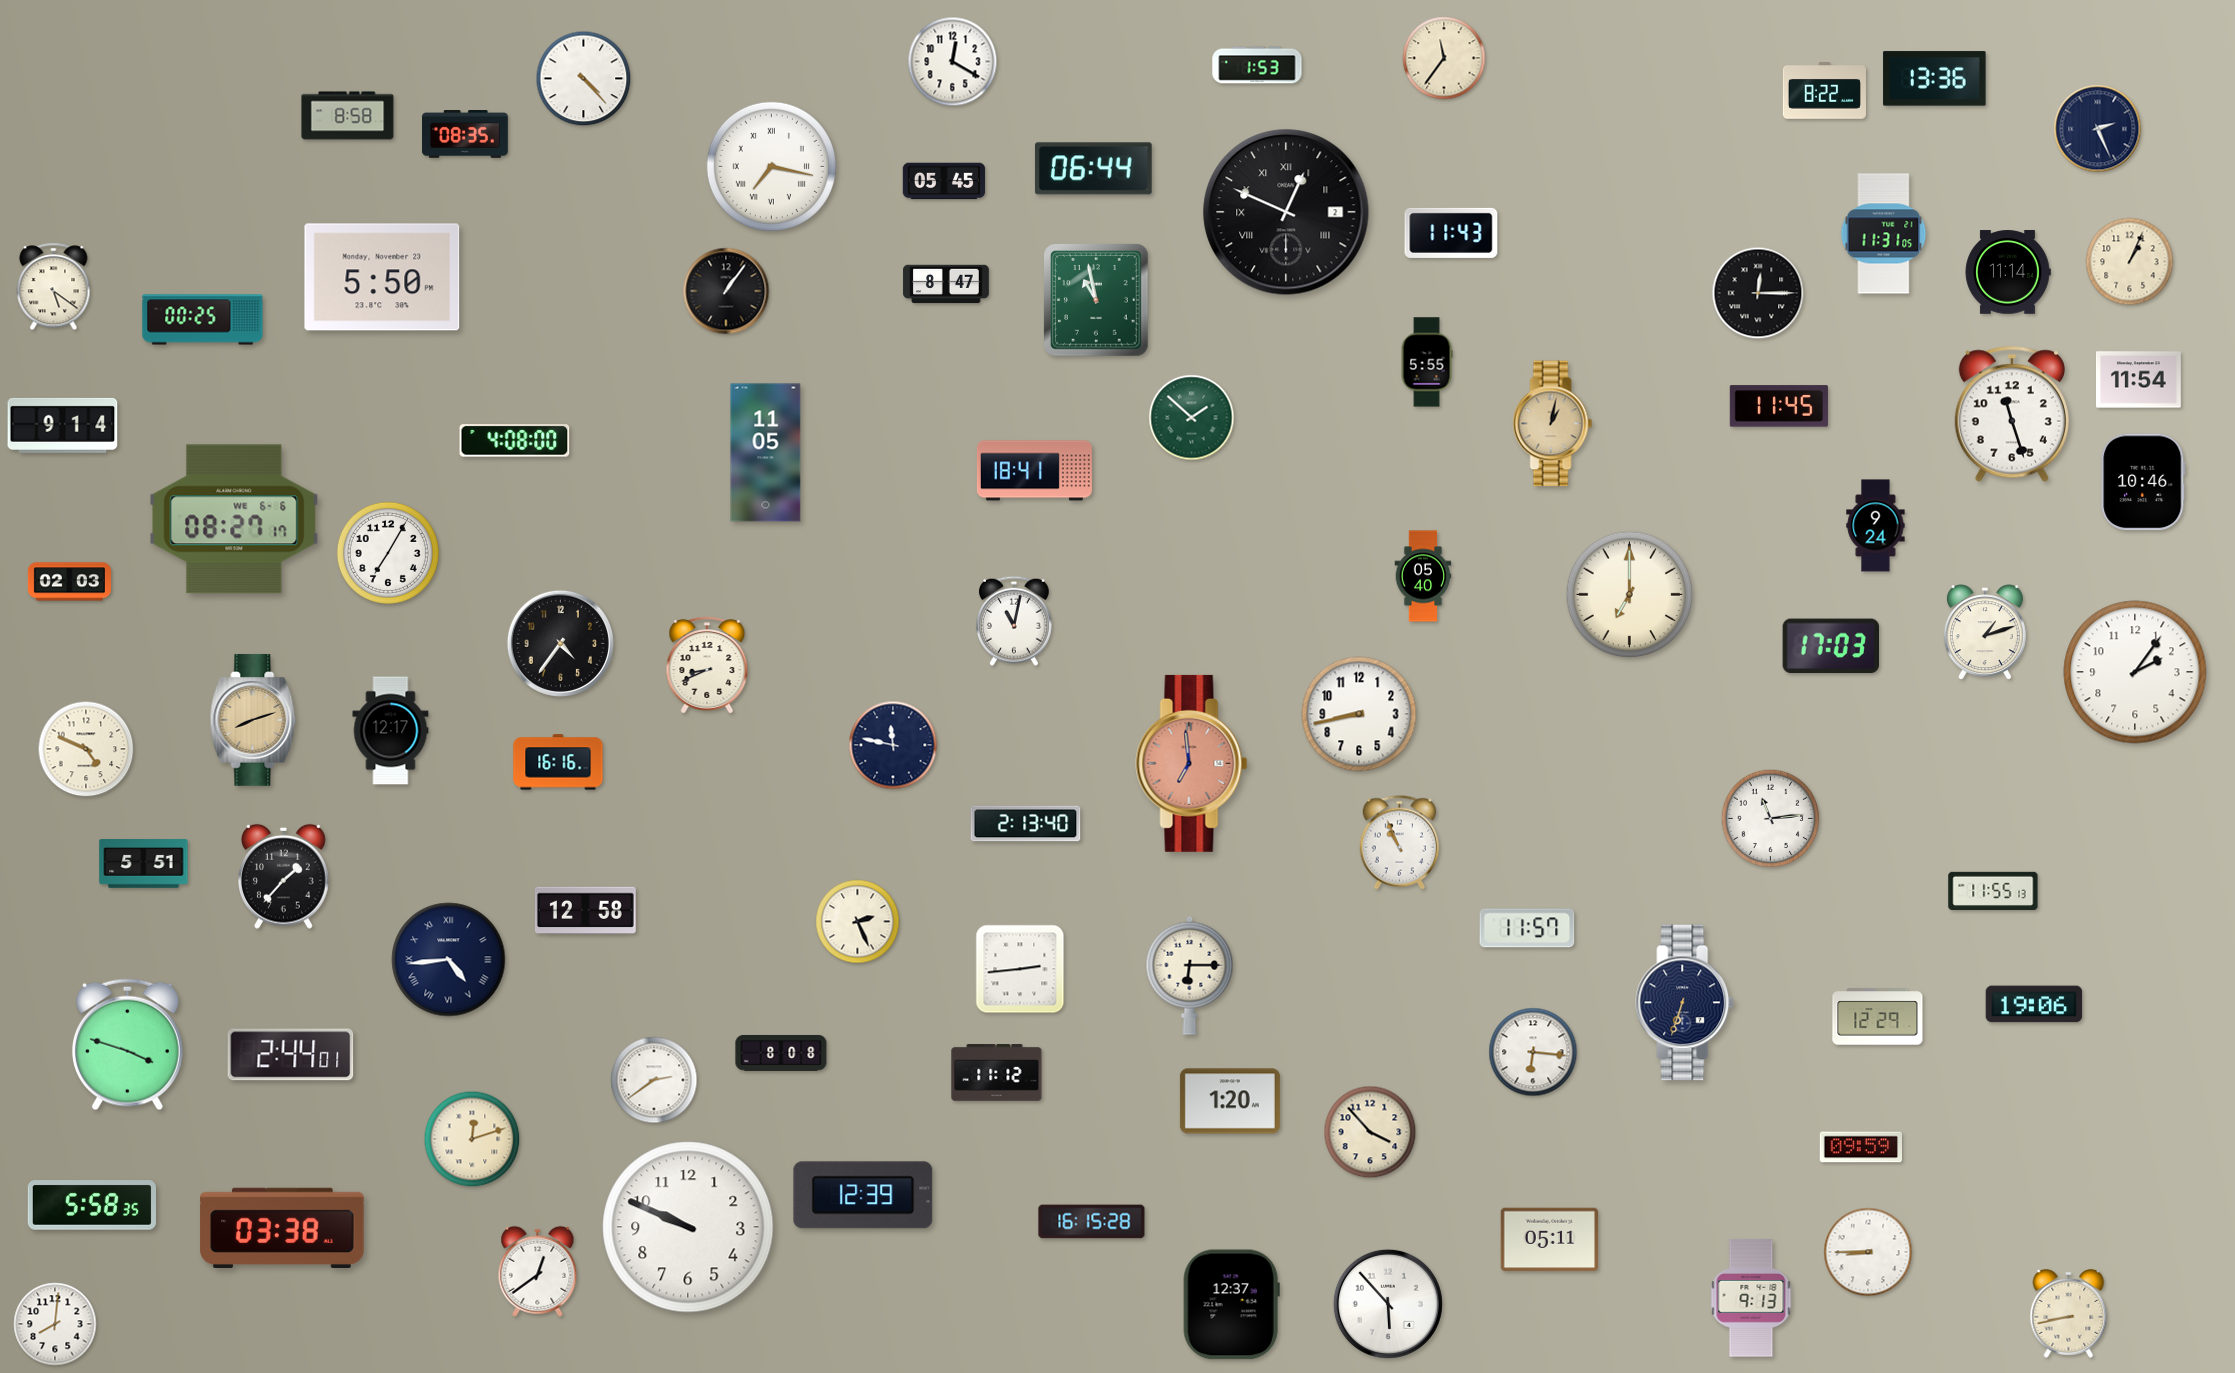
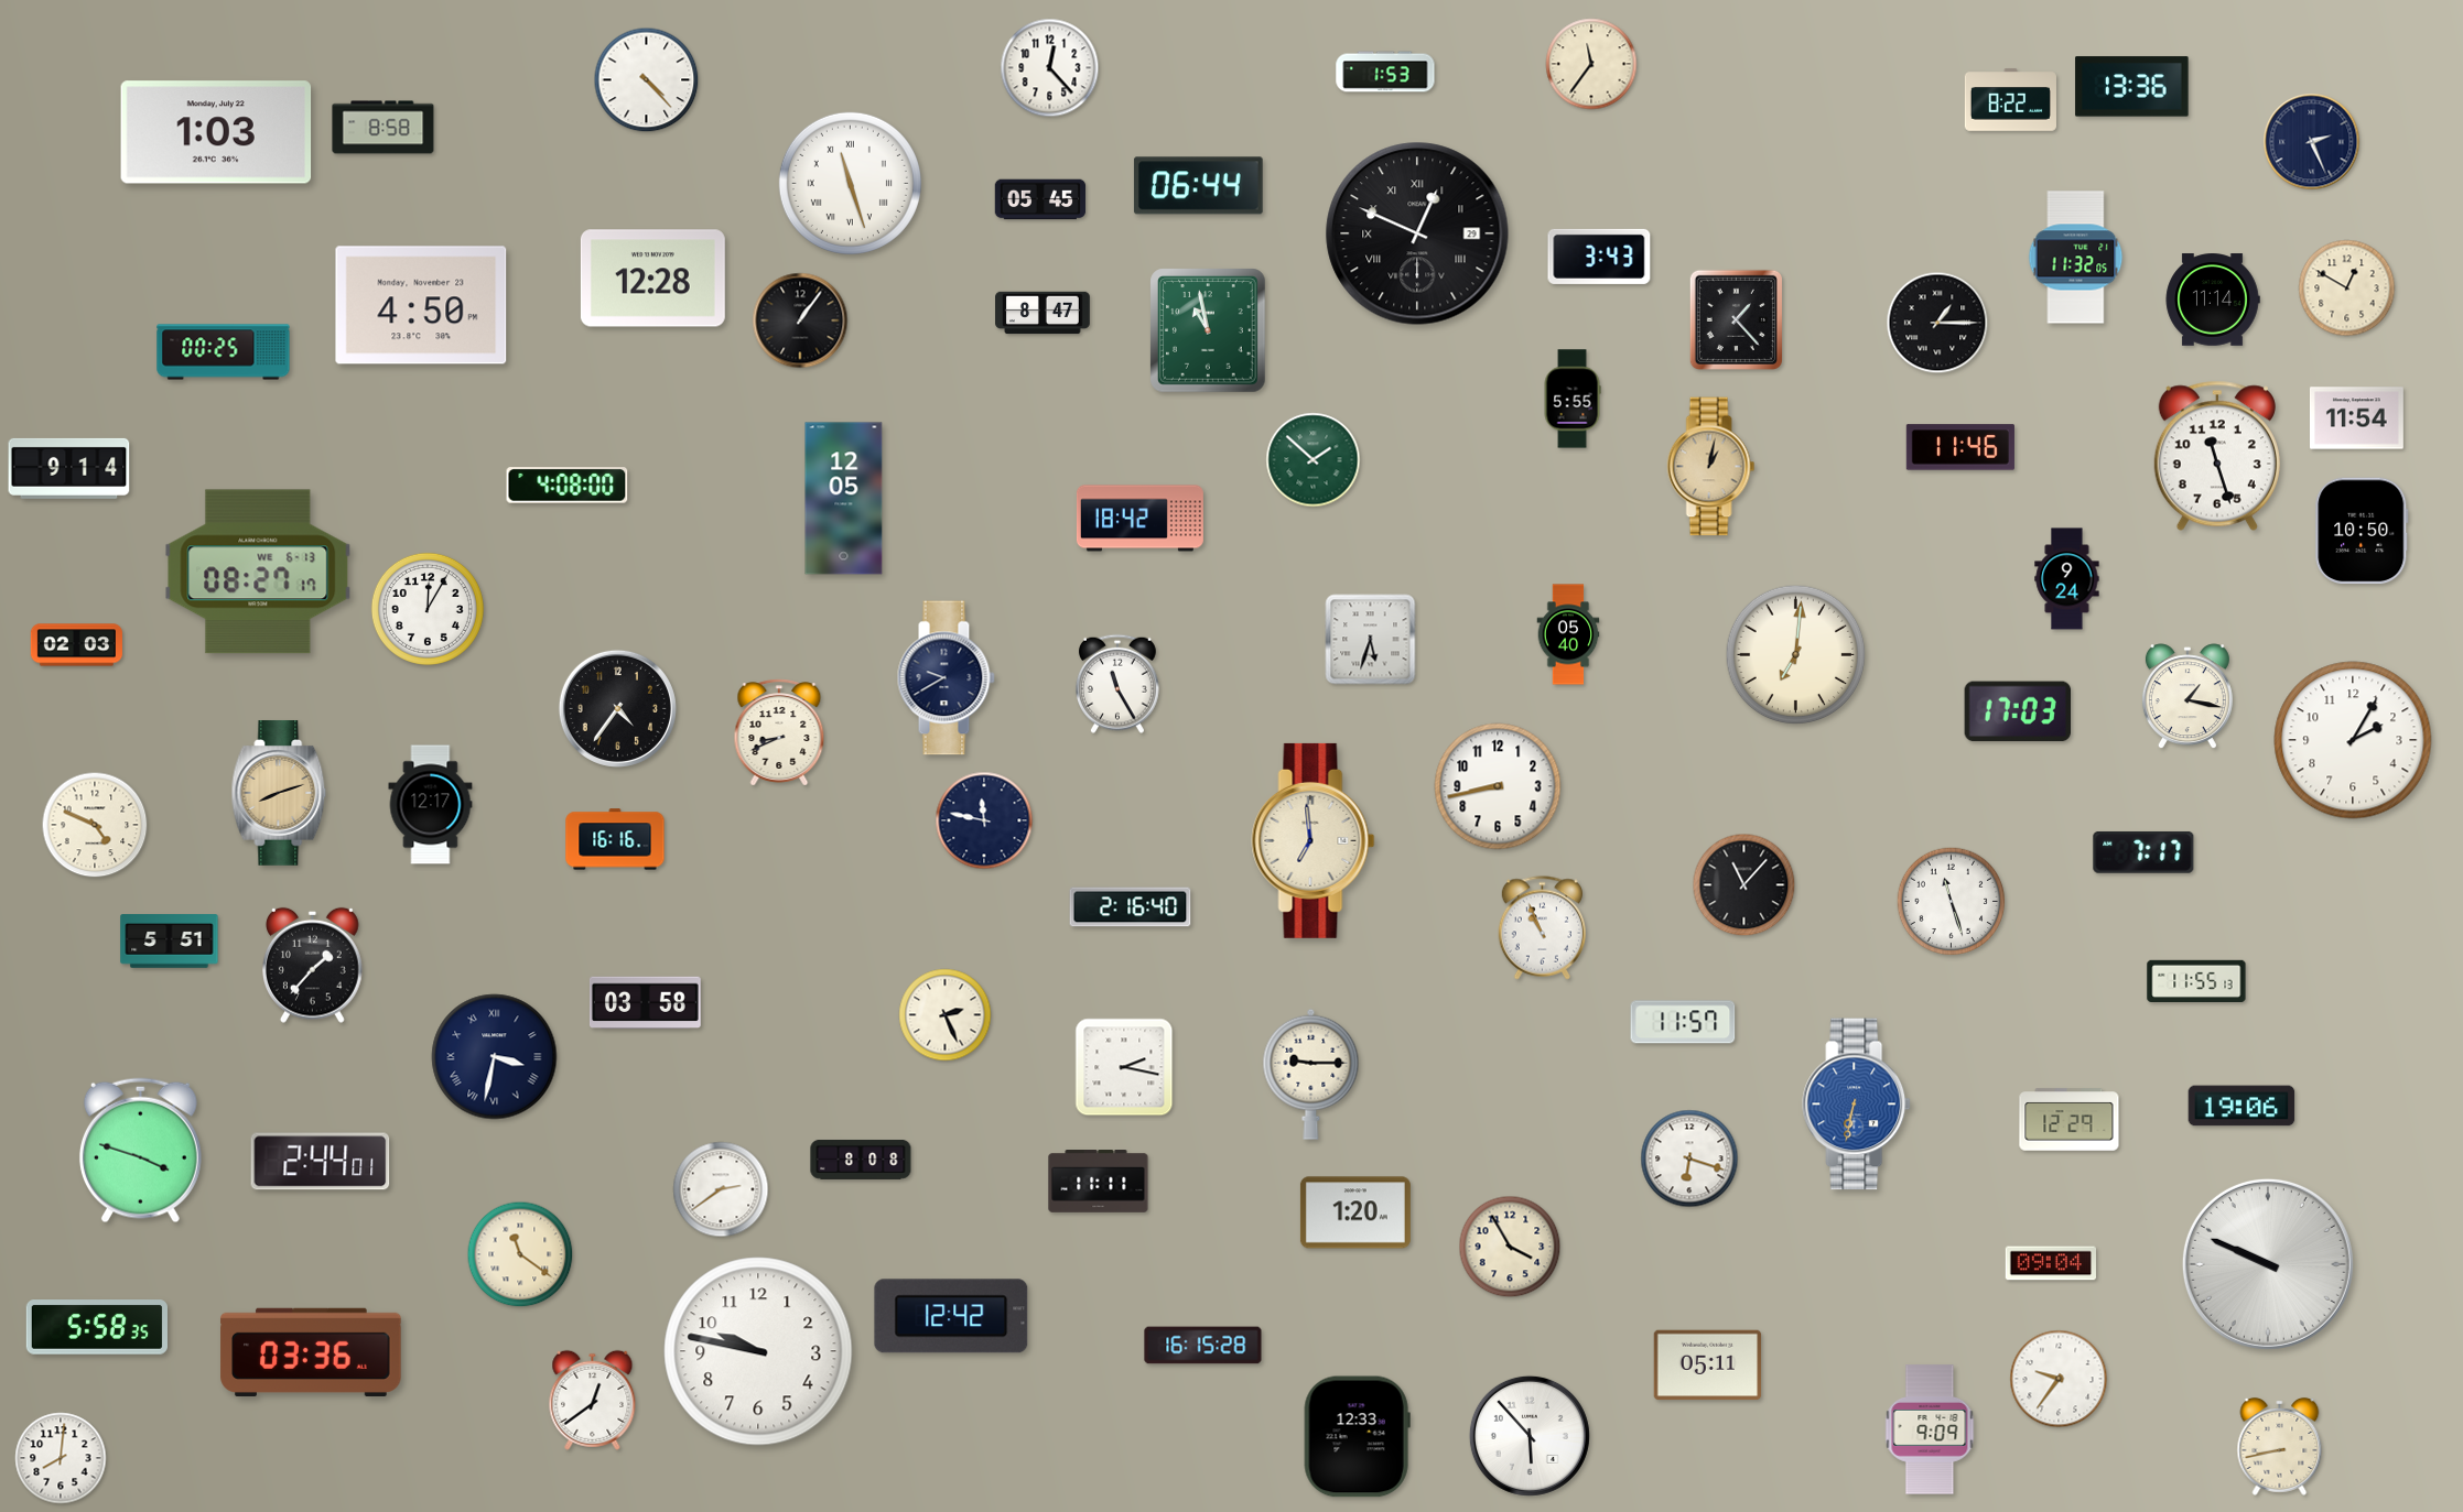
clock at (953, 62): 12:20 -> 12:23
clock at (584, 79) position: (584, 79) -> (647, 80)
clock at (216, 132): none -> 1:03
clock at (465, 134): 08:35 -> none
clock at (771, 166): 7:17 -> 11:27
clock at (1093, 169) position: (1093, 169) -> (1198, 186)
clock at (1286, 212) date: 2 -> 29
clock at (1451, 233): 11:43 -> 3:43
clock at (1884, 234): 11:31 -> 11:32
clock at (652, 279): none -> 12:28
clock at (2130, 262): 1:04 -> 12:50
clock at (382, 277): 5:50 -> 4:50
clock at (54, 287): 5:21 -> none
clock at (1736, 319): none -> 1:23
clock at (1758, 293): 12:15 -> 1:15
clock at (1779, 406): 11:45 -> 11:46
clock at (766, 453): 11:05 -> 12:05
clock at (1034, 471): 18:41 -> 18:42
clock at (2143, 482): 10:46 -> 10:50
clock at (234, 519) date: WE 6-6 -> WE 6-13
clock at (388, 553): 7:05 -> 12:05
clock at (1371, 640): none -> 5:33
clock at (69, 582) position: (69, 582) -> (76, 645)
clock at (1630, 595): 7:00 -> 7:01
clock at (946, 678): none -> 9:40
clock at (1014, 621): 11:02 -> 11:25
clock at (1985, 633): 1:12 -> 1:17
clock at (2135, 672): 2:06 -> 2:05
clock at (1192, 763) dial: salmon -> cream
clock at (2143, 852): none -> 7:17
clock at (1744, 885): none -> 11:07
clock at (1771, 819): 11:14 -> 11:27
clock at (1026, 824): 2:13 -> 2:16
clock at (144, 864) position: (144, 864) -> (170, 942)
clock at (585, 911): 12:58 -> 03:58
clock at (449, 960): 4:44 -> 3:32
clock at (1020, 969): 2:44 -> 2:17
clock at (1190, 975): 6:15 -> 9:15
clock at (1685, 1003): 6:33 -> 6:32
clock at (1685, 1003) dial: navy -> blue
clock at (1533, 1052): 6:16 -> 6:18
clock at (997, 1073): 11:12 -> 11:11
clock at (1370, 1132): 3:53 -> 3:55
clock at (472, 1139): 12:12 -> 11:21
clock at (1860, 1147): 09:59 -> 09:04
clock at (2268, 1264): none -> 9:49
clock at (863, 1195): 12:39 -> 12:42
clock at (91, 1205) position: (91, 1205) -> (96, 1327)
clock at (688, 1227): 9:49 -> 9:47
clock at (282, 1228): 03:38 -> 03:36
clock at (1868, 1252): 8:45 -> 9:36
clock at (1751, 1298): 9:13 -> 9:09
clock at (1231, 1305): 12:37 -> 12:33
